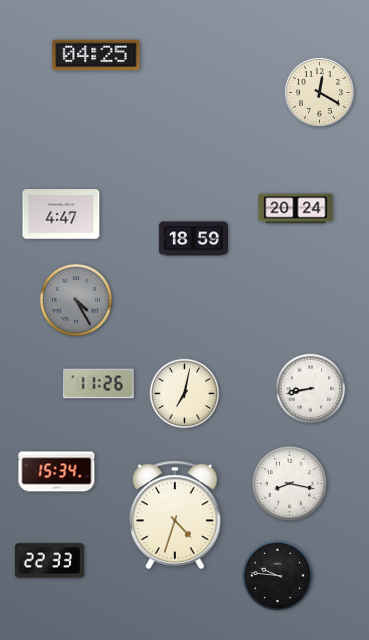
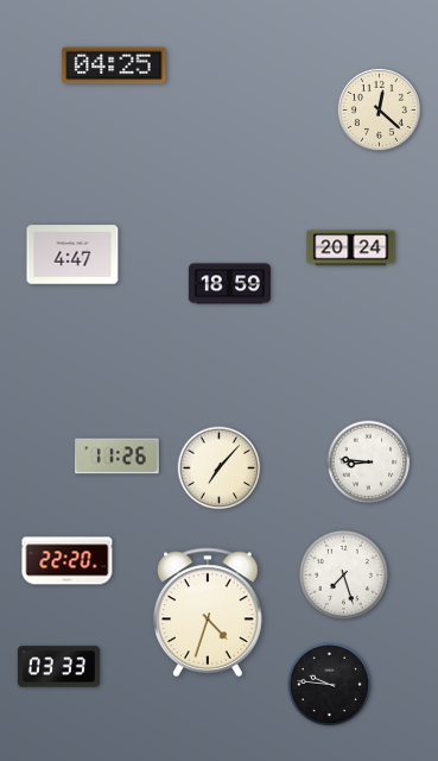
clock at (319, 92): 12:20 -> 12:22
clock at (75, 299): 4:25 -> none
clock at (311, 389): 8:43 -> 8:46
clock at (185, 394): 7:02 -> 7:07
clock at (57, 472): 15:34 -> 22:20
clock at (289, 483): 8:17 -> 7:27
clock at (49, 561): 22:33 -> 03:33
